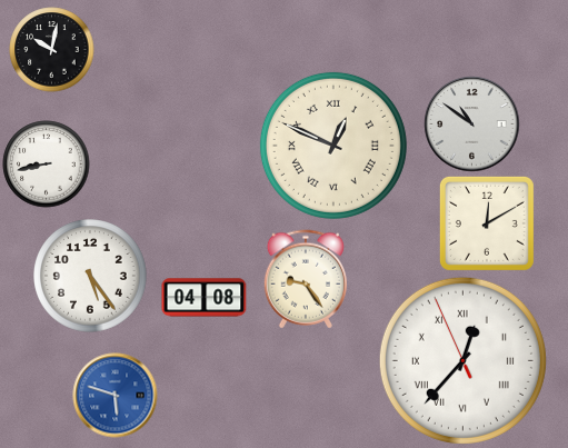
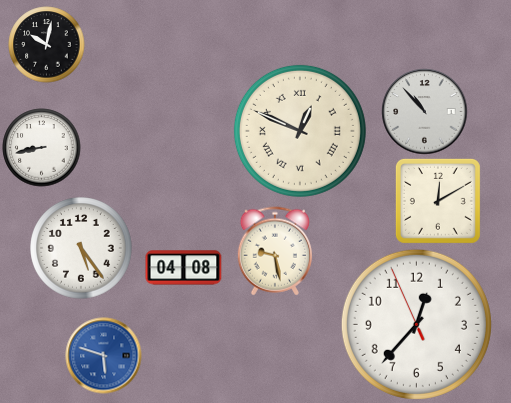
clock at (472, 125): 10:51 -> 10:53
clock at (306, 279): 9:24 -> 9:28
clock at (462, 360) numerals: Roman -> Arabic
